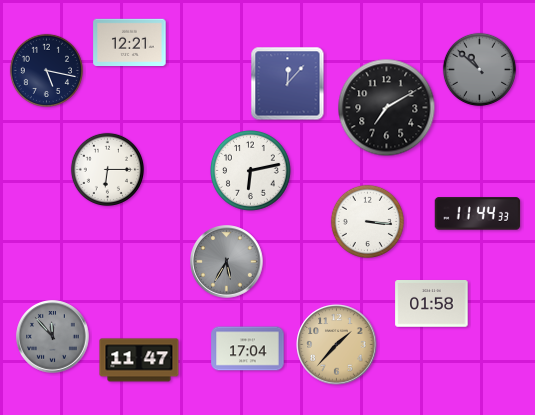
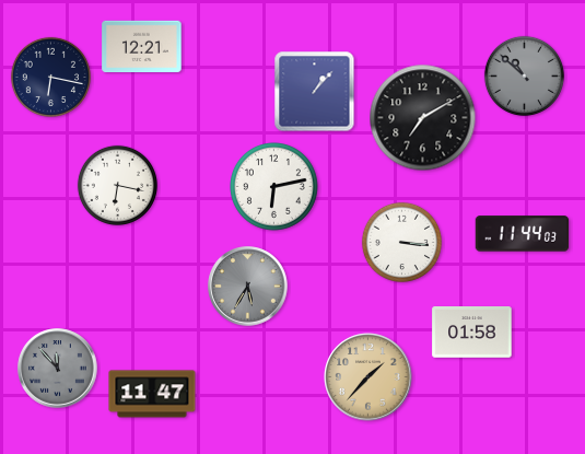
clock at (46, 70): 5:17 -> 6:17
clock at (288, 84): 12:07 -> 1:07
clock at (107, 169): 6:15 -> 6:17
clock at (478, 214): 11:44:33 -> 11:44:03
clock at (248, 349): 17:04 -> none
